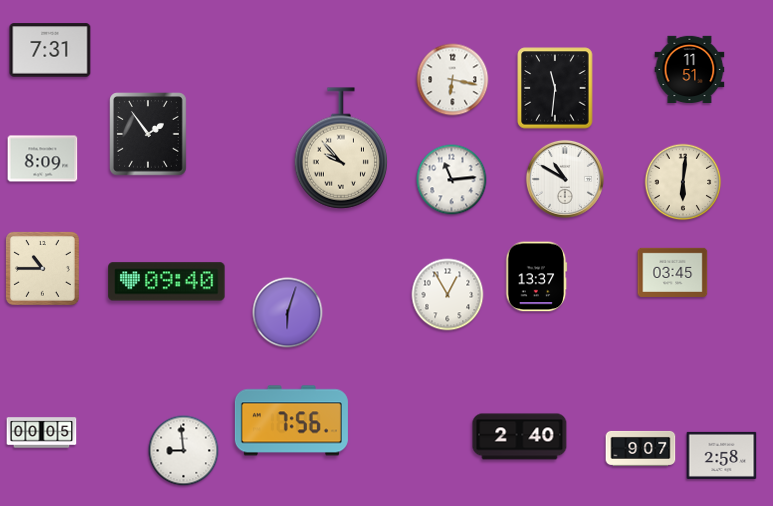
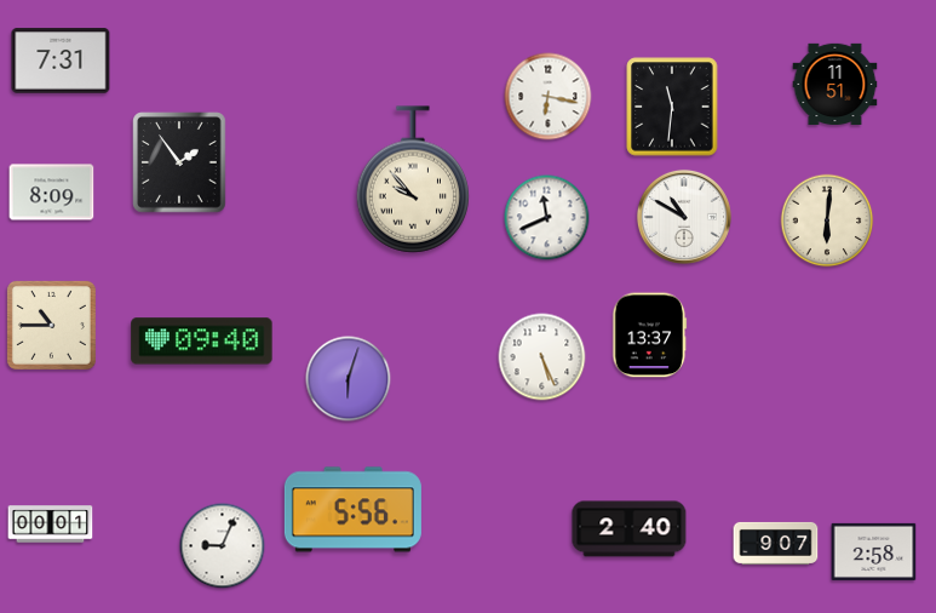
clock at (452, 180): 11:14 -> 11:41
clock at (673, 272): 03:45 -> none
clock at (448, 295): 12:55 -> 5:26
clock at (291, 421): 7:56 -> 5:56
clock at (42, 433): 00:05 -> 00:01
clock at (184, 451): 8:59 -> 9:04
